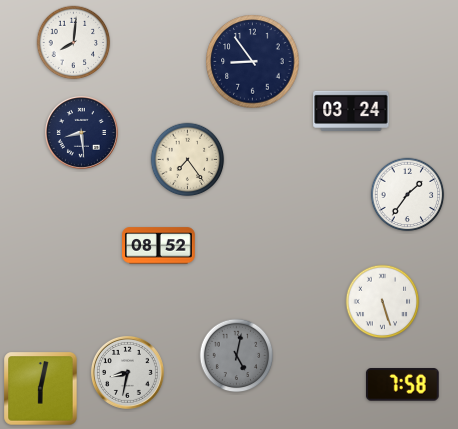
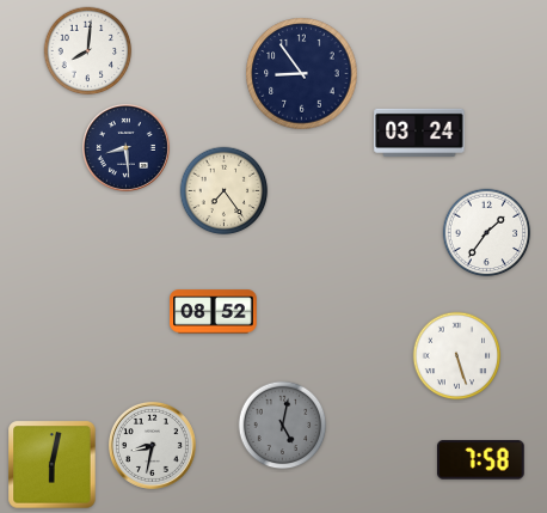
clock at (81, 132) position: (81, 132) -> (125, 147)
clock at (159, 246) position: (159, 246) -> (214, 312)
clock at (383, 302) position: (383, 302) -> (457, 356)
clock at (41, 389) position: (41, 389) -> (53, 465)
